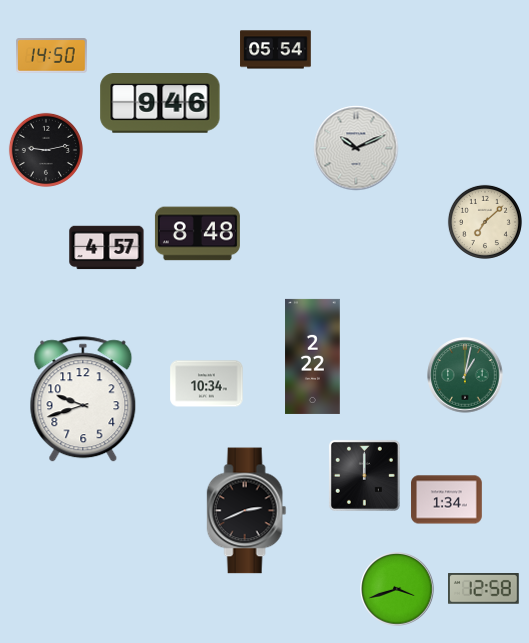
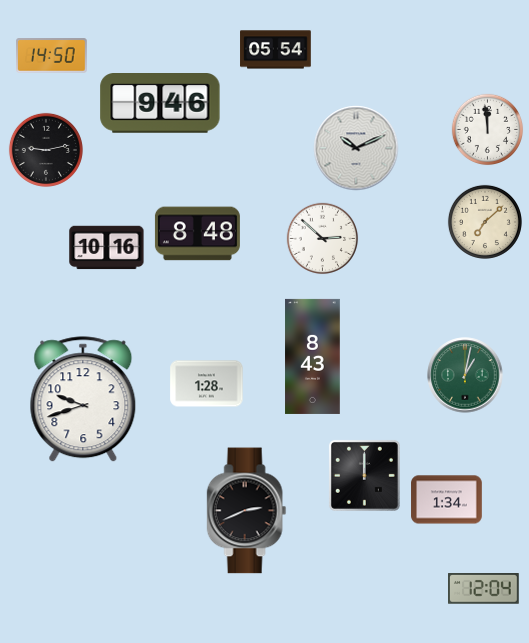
clock at (488, 130): none -> 11:59
clock at (323, 239): none -> 2:52
clock at (107, 248): 4:57 -> 10:16
clock at (313, 356): 2:22 -> 8:43
clock at (207, 384): 10:34 -> 1:28
clock at (397, 589): 3:42 -> none
clock at (484, 589): 12:58 -> 12:04
